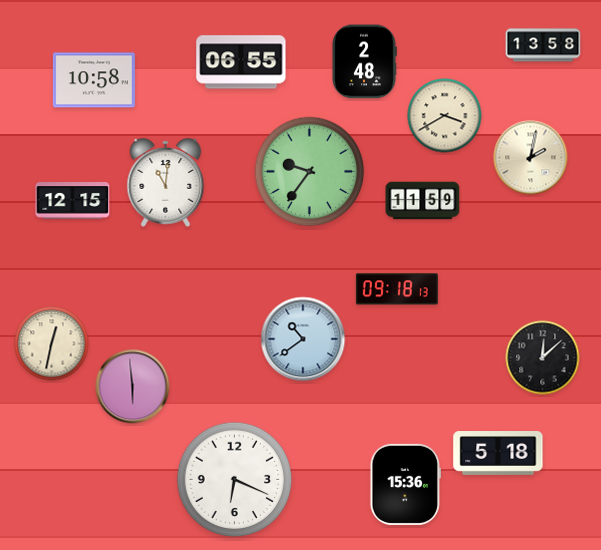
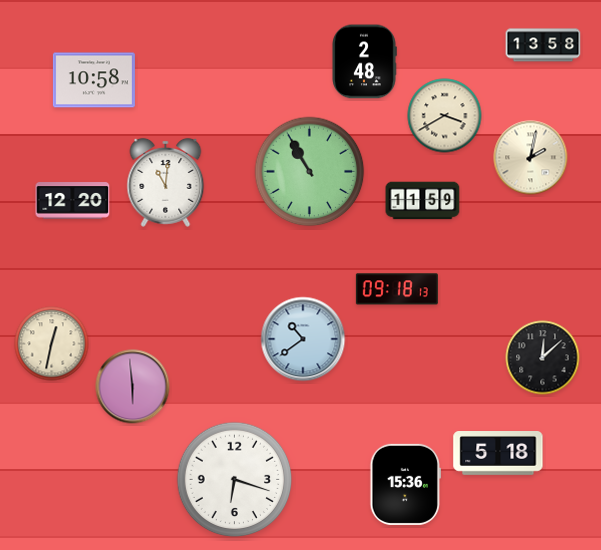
clock at (241, 62): 06:55 -> none
clock at (310, 172): 9:36 -> 10:55
clock at (73, 201): 12:15 -> 12:20
clock at (235, 480): 6:19 -> 6:18
